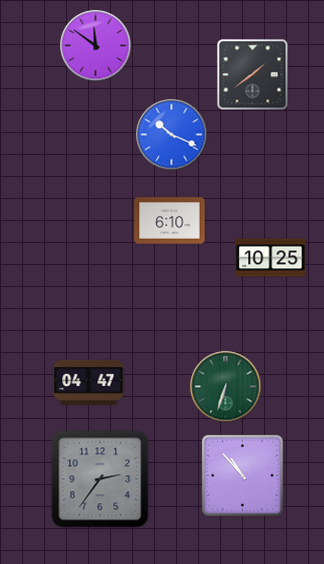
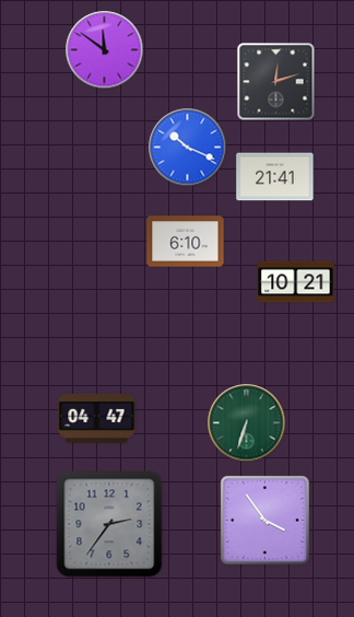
clock at (253, 75): 1:39 -> 12:12
clock at (275, 177): none -> 21:41
clock at (271, 258): 10:25 -> 10:21
clock at (242, 475): 10:53 -> 3:54
